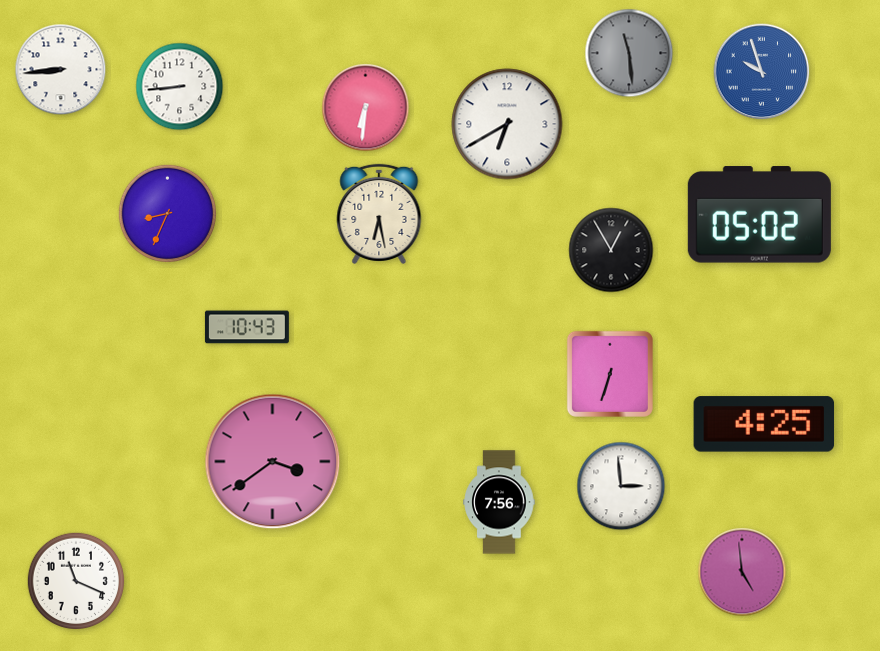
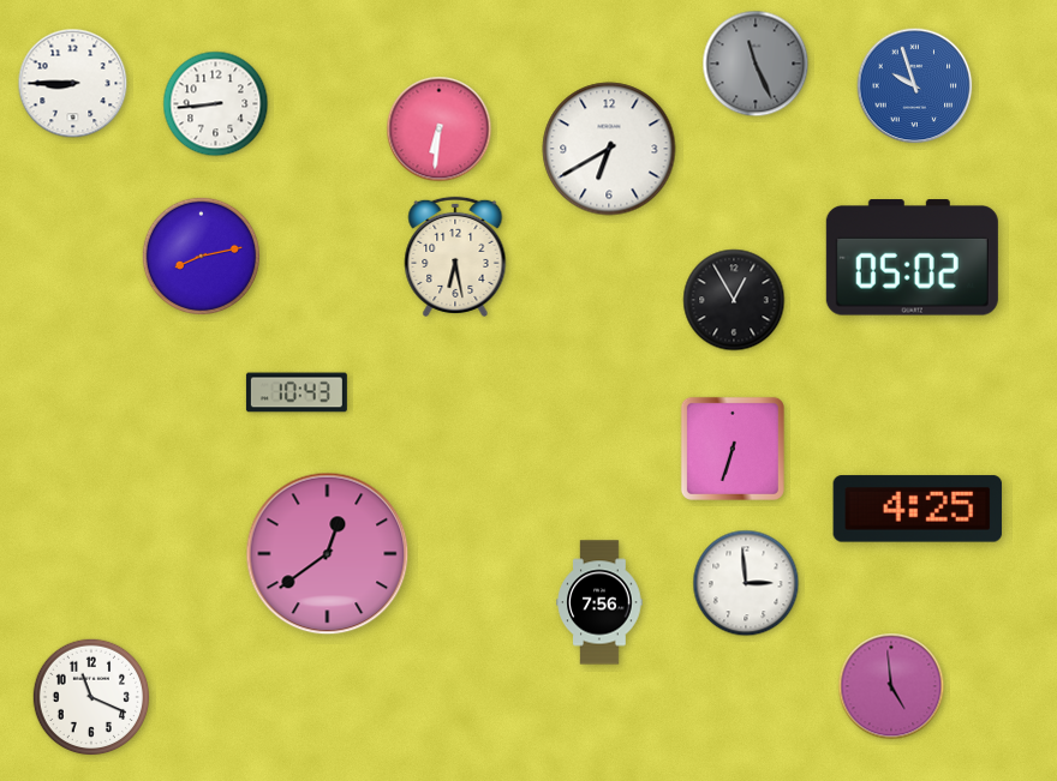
clock at (629, 53): 11:29 -> 11:26
clock at (61, 70): 8:44 -> 8:45
clock at (167, 213): 8:34 -> 8:13
clock at (273, 462): 3:39 -> 12:39
